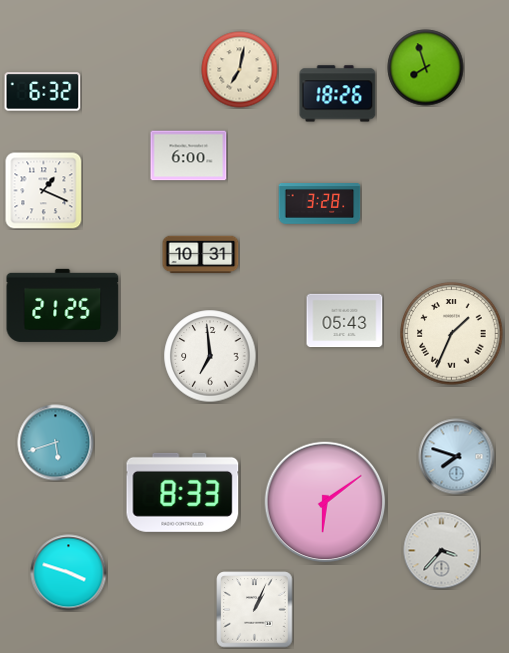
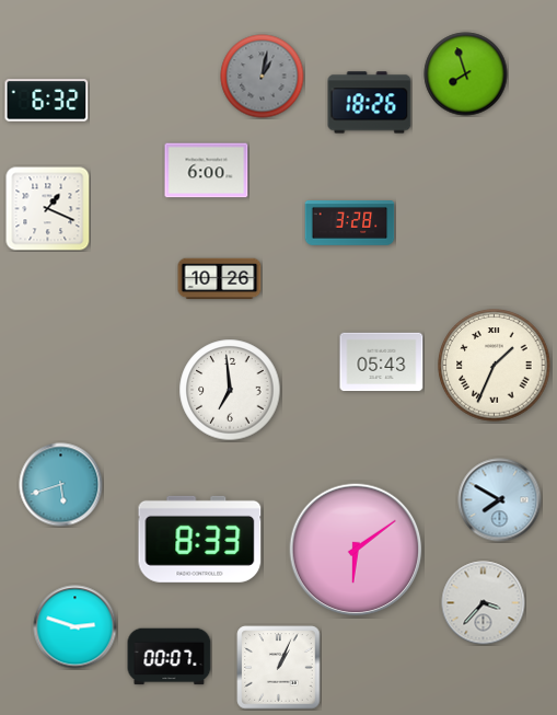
clock at (240, 70): 7:02 -> 1:02
clock at (240, 70) dial: cream -> grey
clock at (201, 255): 10:31 -> 10:26
clock at (63, 305): 21:25 -> none
clock at (345, 321) position: (345, 321) -> (382, 362)
clock at (457, 457): 7:48 -> 7:50
clock at (69, 573): 3:48 -> 2:48
clock at (170, 657): none -> 00:07
